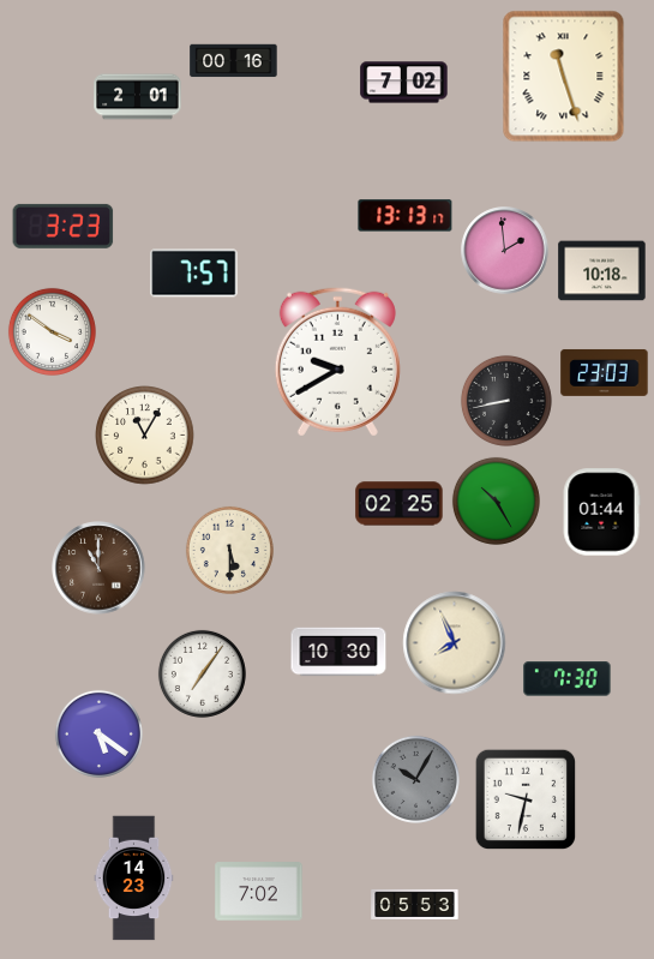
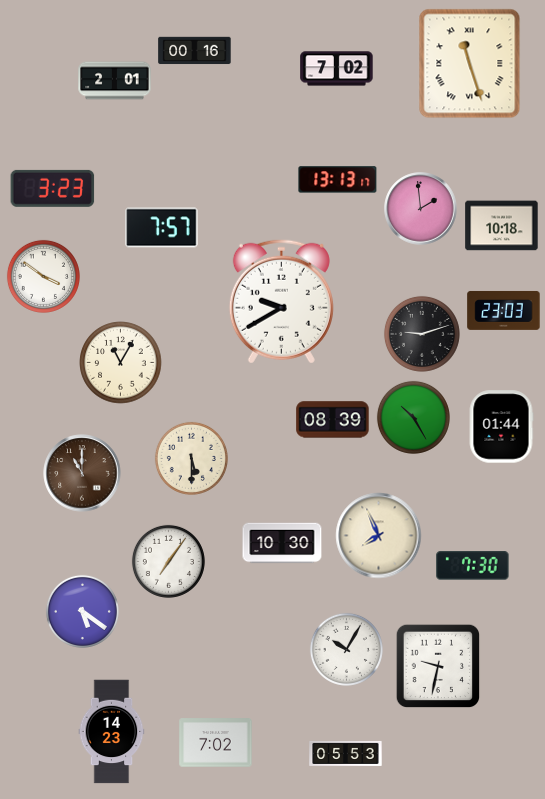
clock at (506, 401): 8:43 -> 9:12
clock at (400, 504): 02:25 -> 08:39
clock at (415, 779) dial: grey -> white
